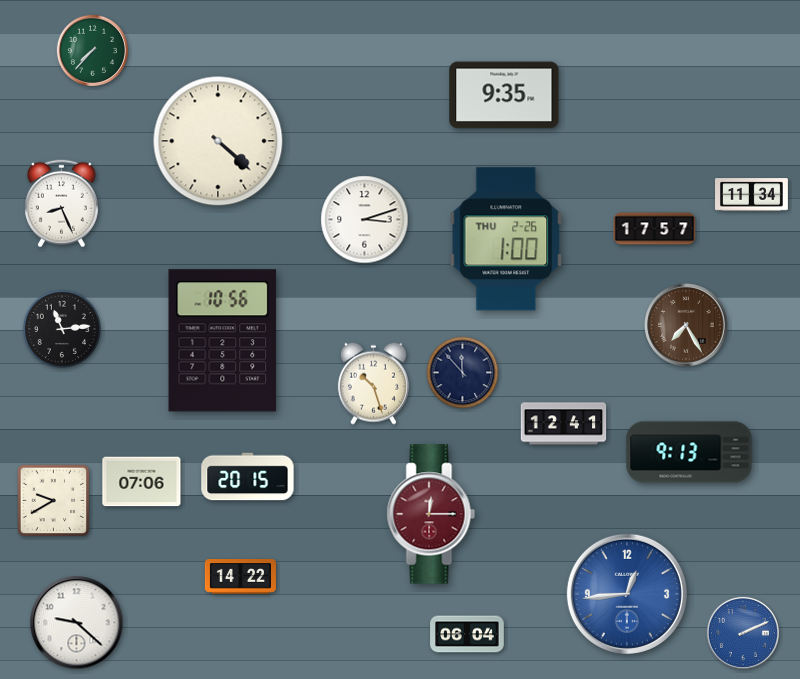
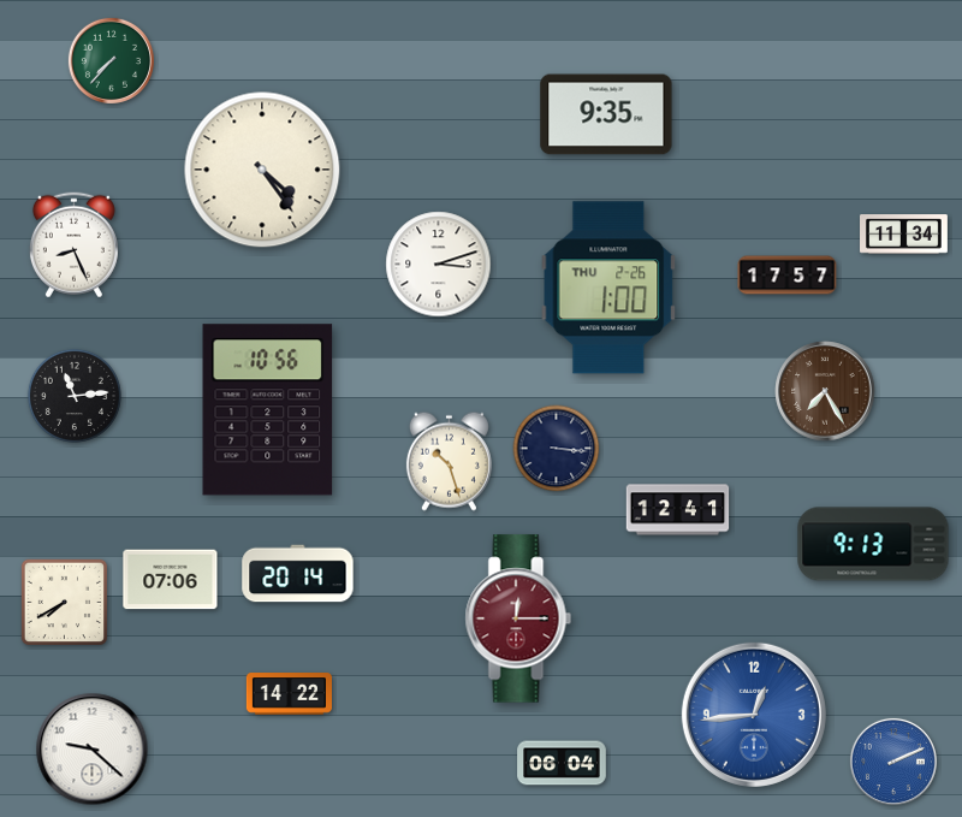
clock at (218, 141): 4:22 -> 4:24
clock at (463, 373): 11:53 -> 3:16
clock at (689, 452) position: (689, 452) -> (873, 544)
clock at (248, 477): 20:15 -> 20:14
clock at (53, 500): 9:40 -> 7:40
